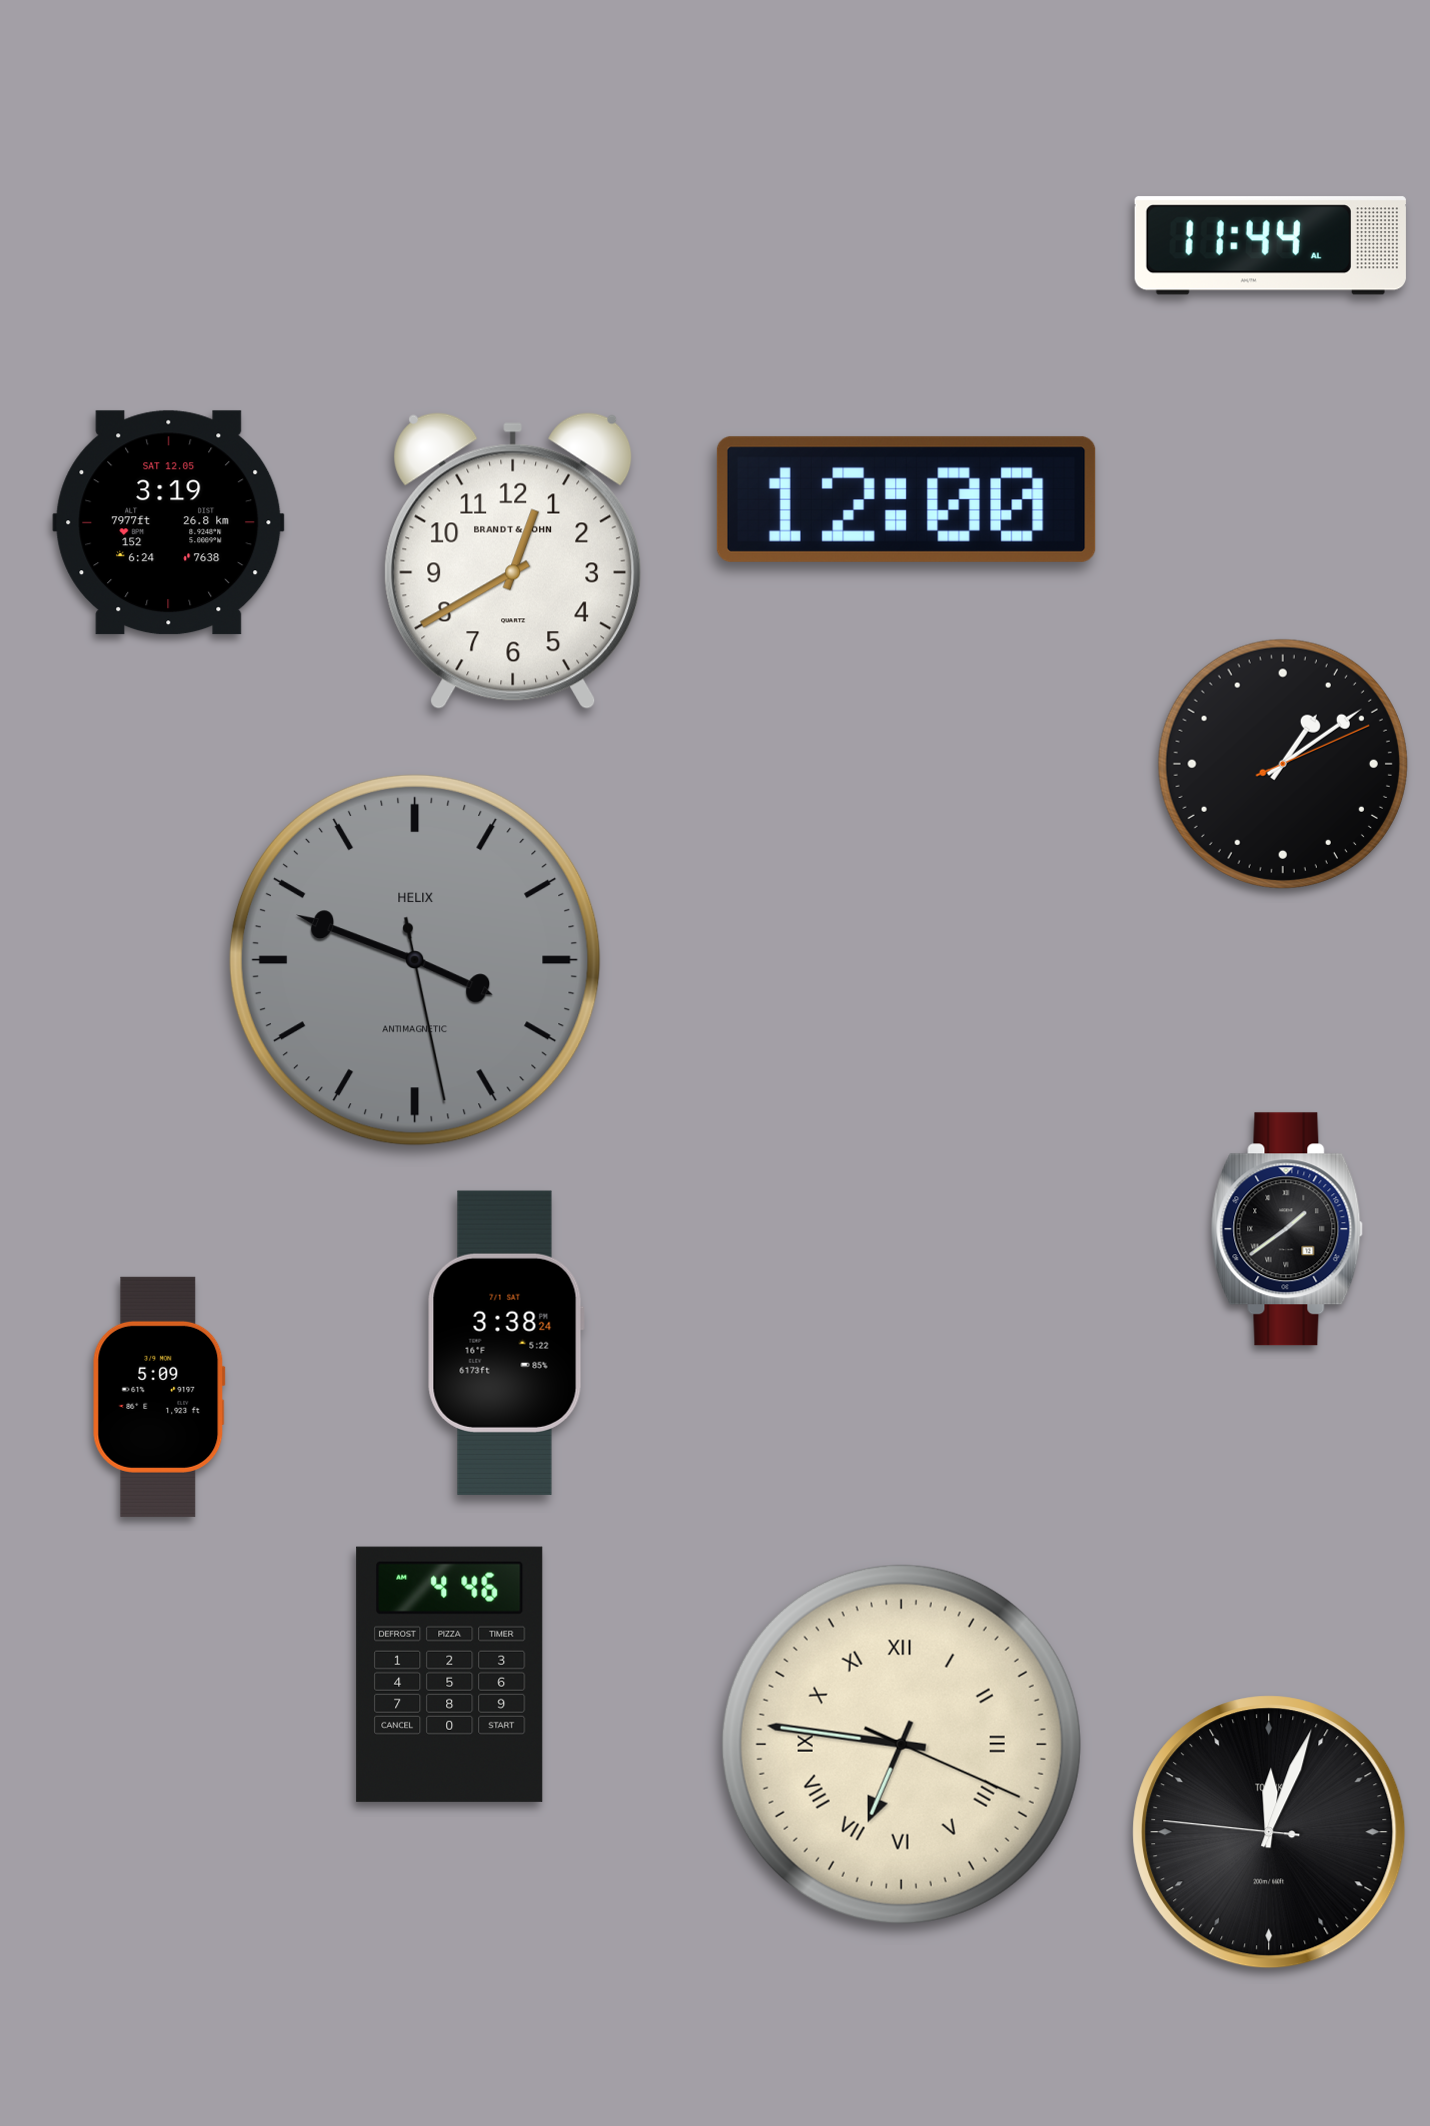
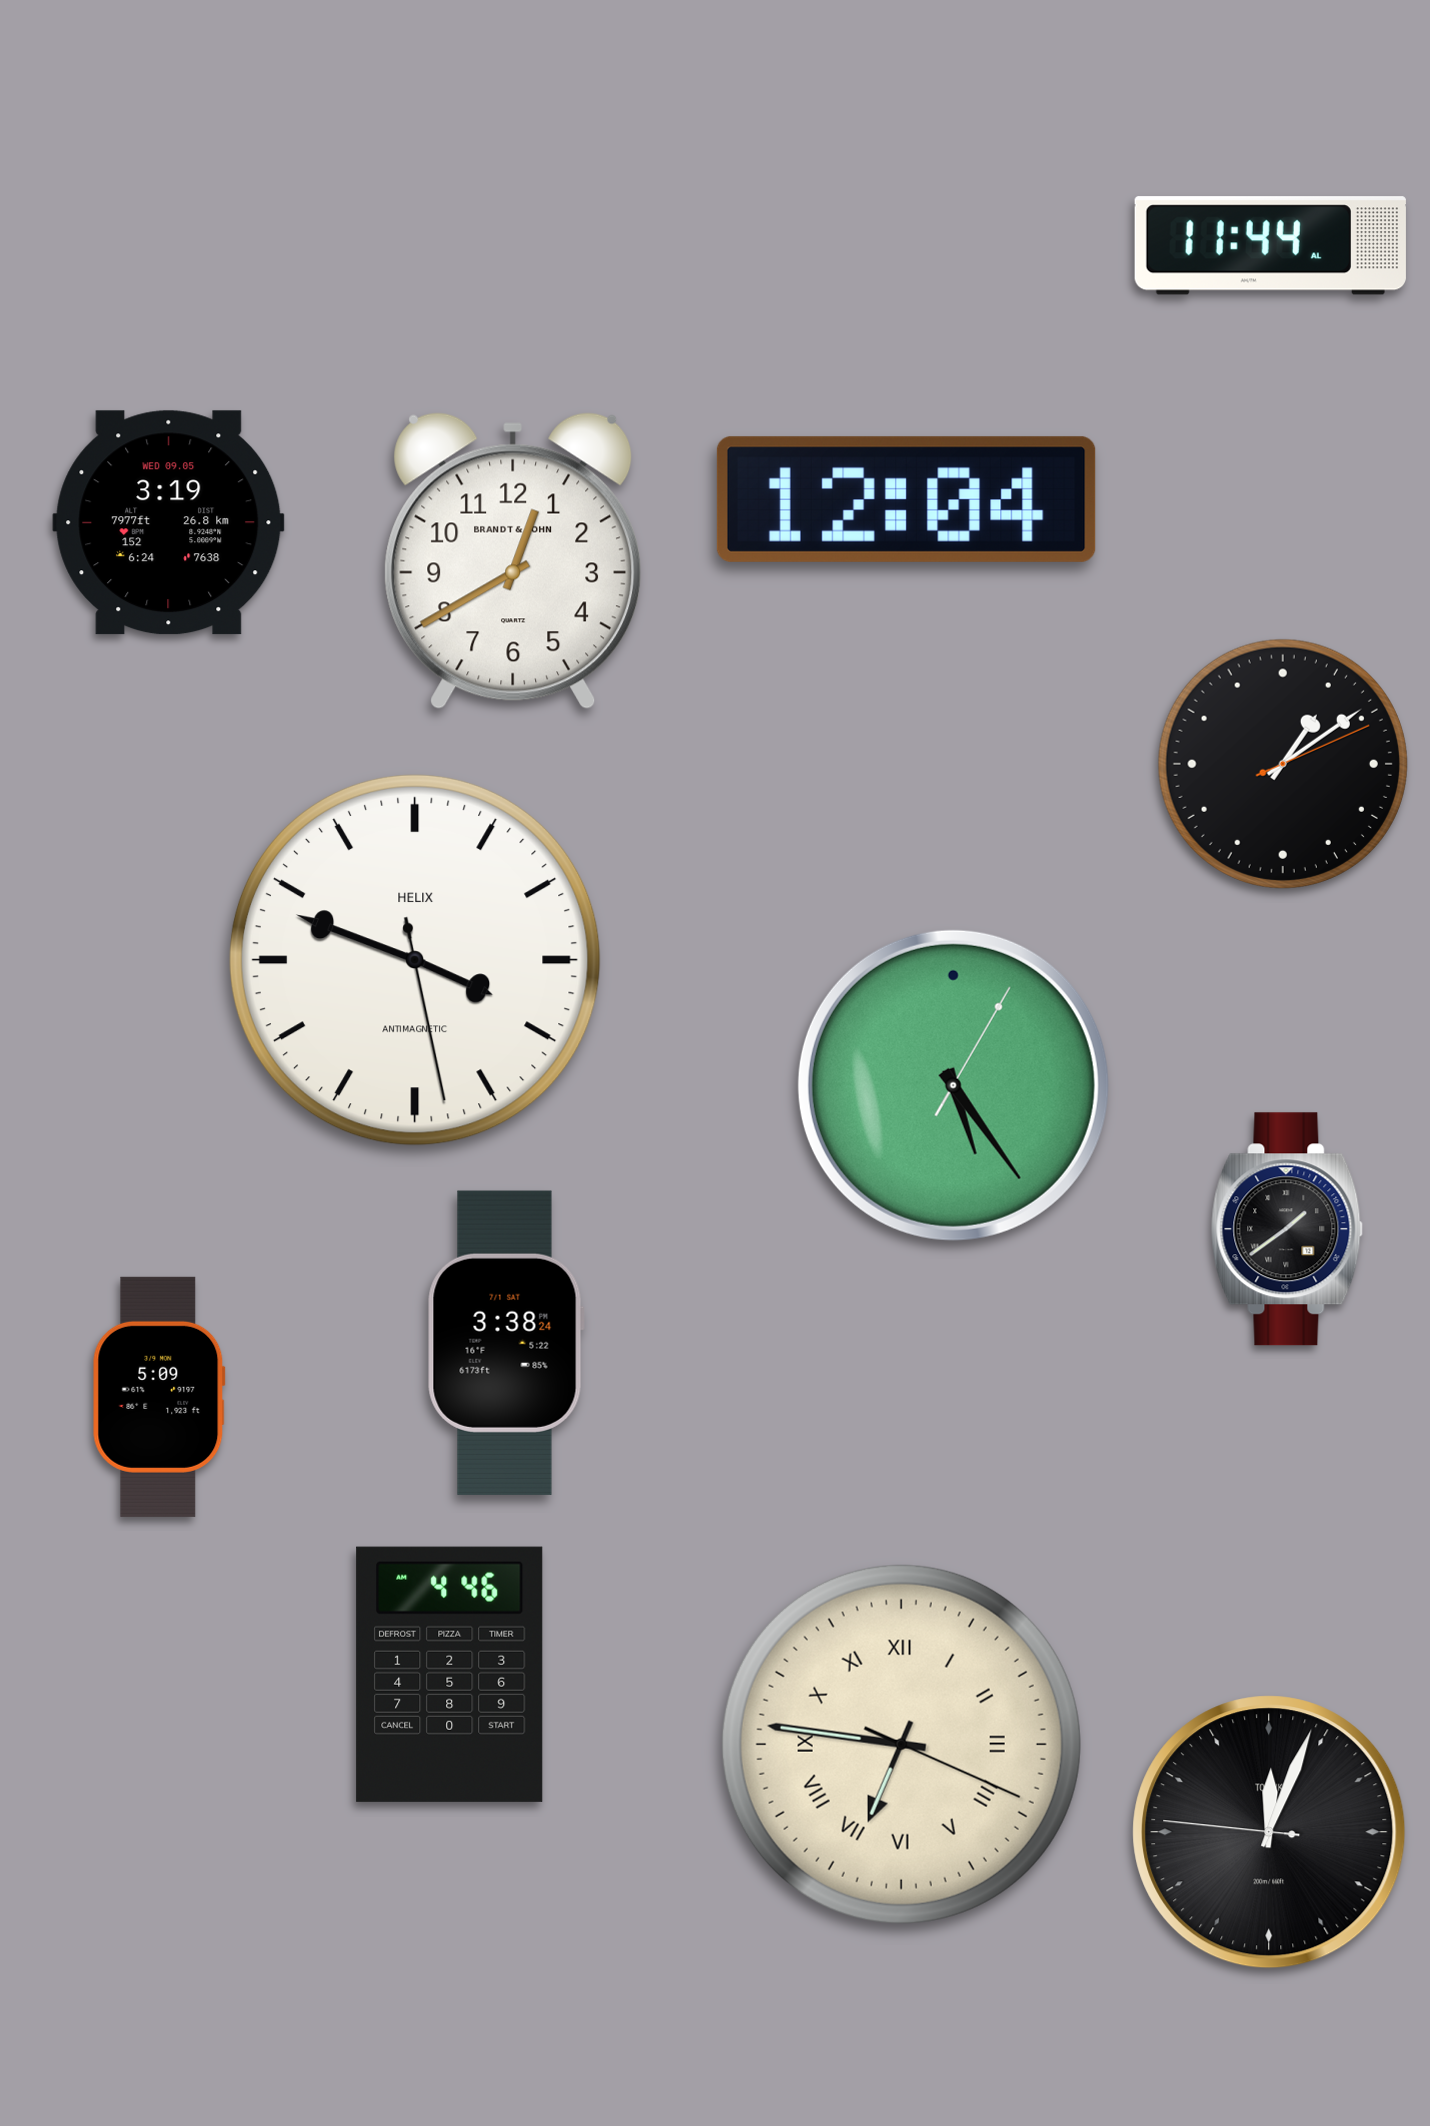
clock at (906, 499): 12:00 -> 12:04
clock at (169, 523) date: SAT 12.05 -> WED 09.05
clock at (415, 960) dial: grey -> white
clock at (953, 1085): none -> 5:24
